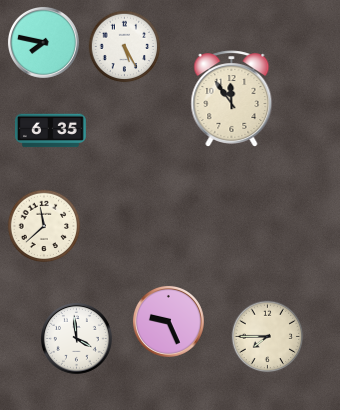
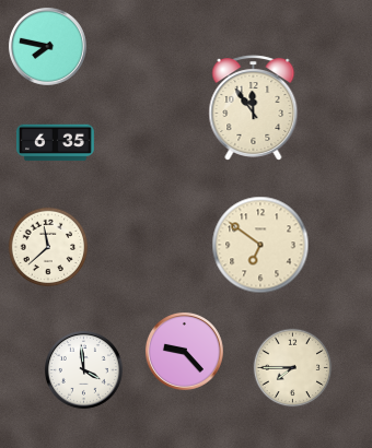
clock at (125, 47): 5:25 -> none
clock at (260, 245): none -> 6:51
clock at (168, 321): 9:26 -> 9:23
